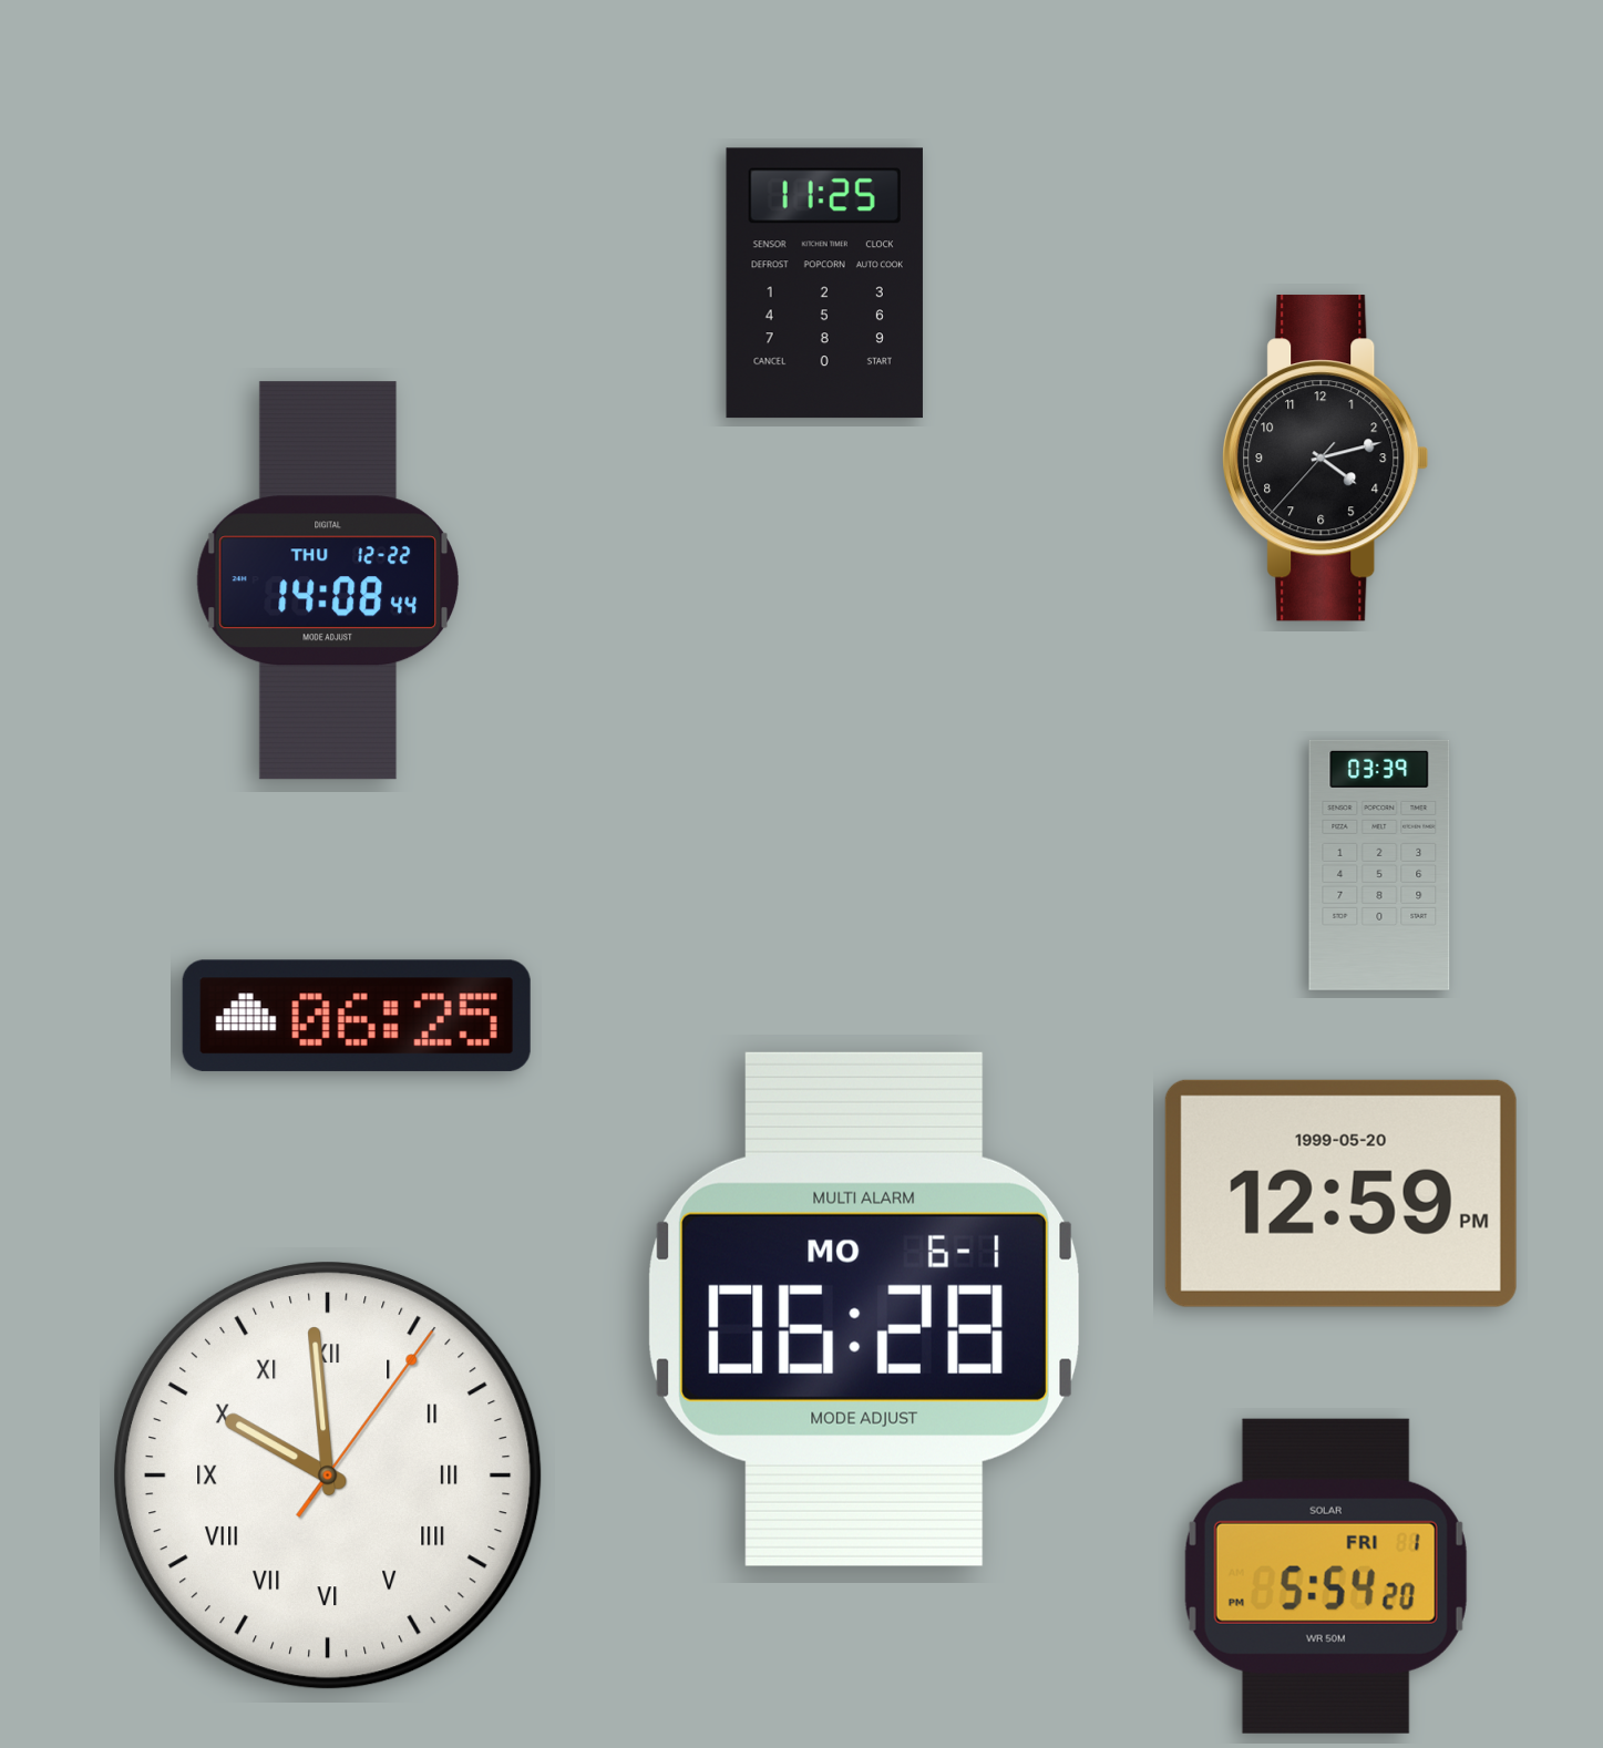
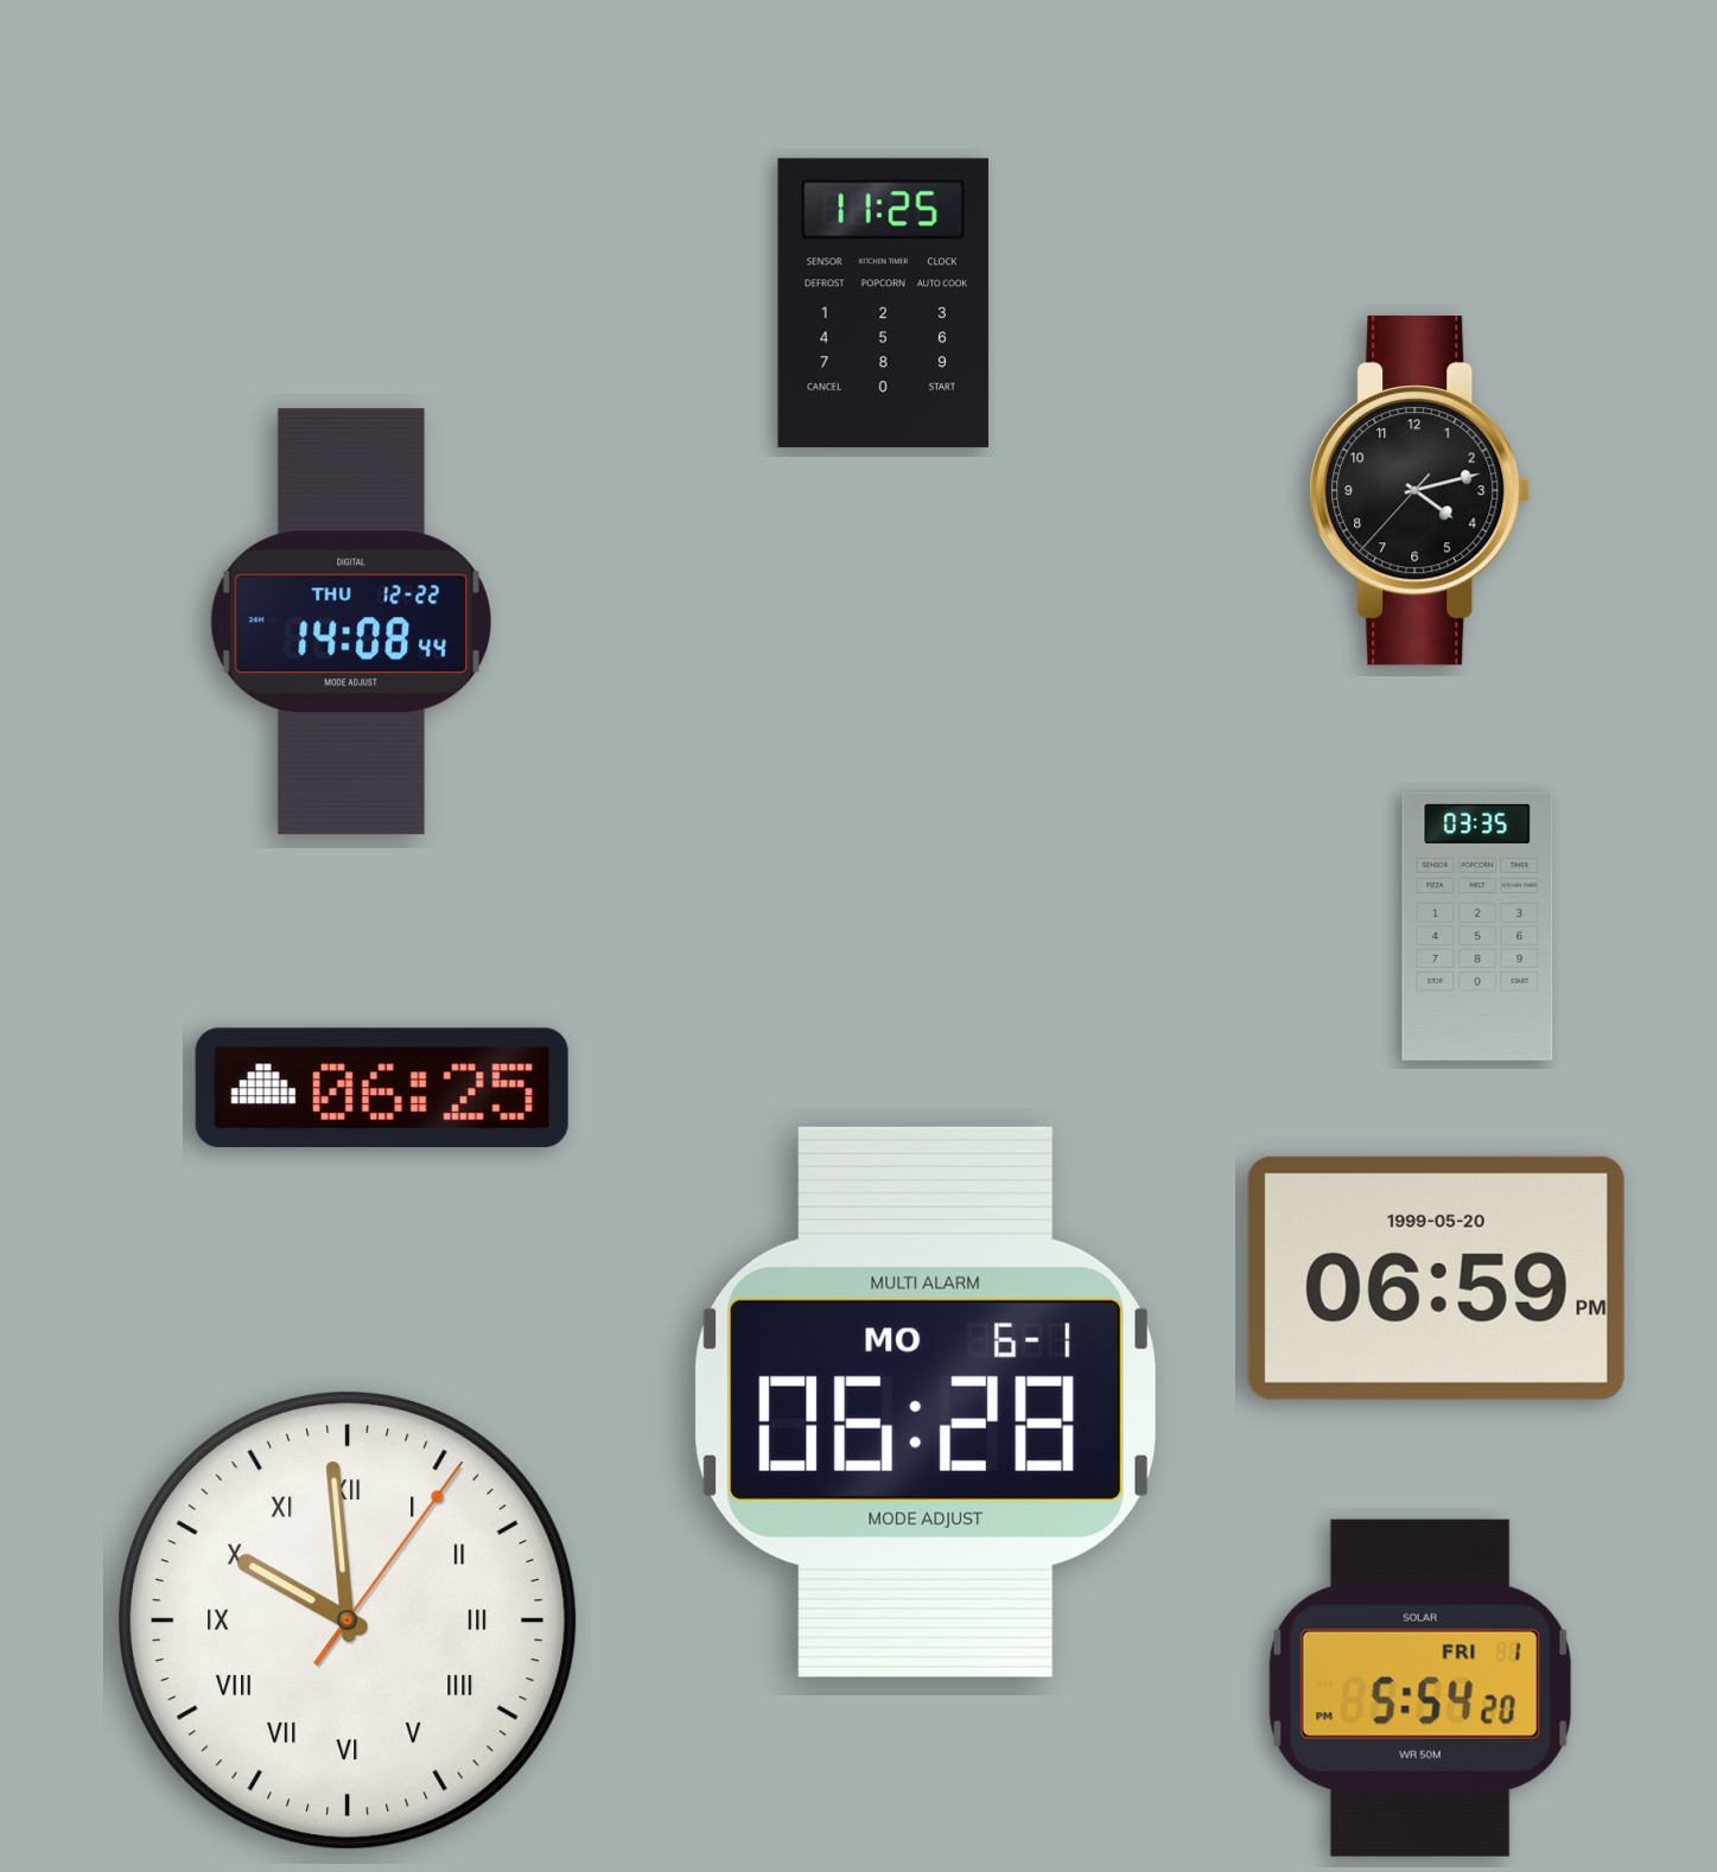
clock at (1379, 865): 03:39 -> 03:35
clock at (1340, 1193): 12:59 -> 06:59
clock at (329, 1477) position: (329, 1477) -> (349, 1622)
